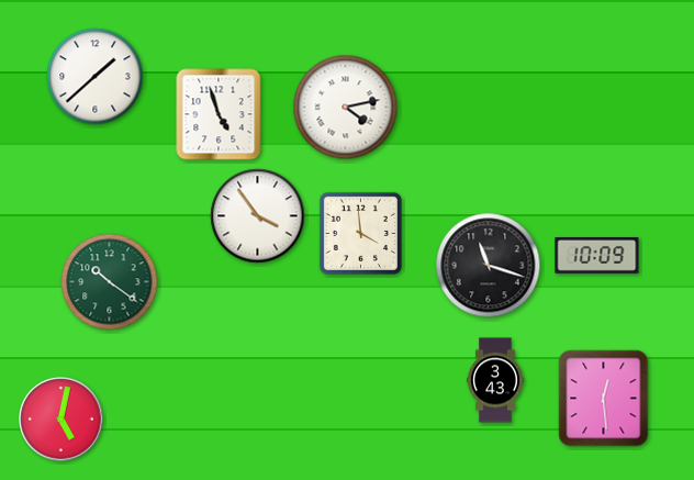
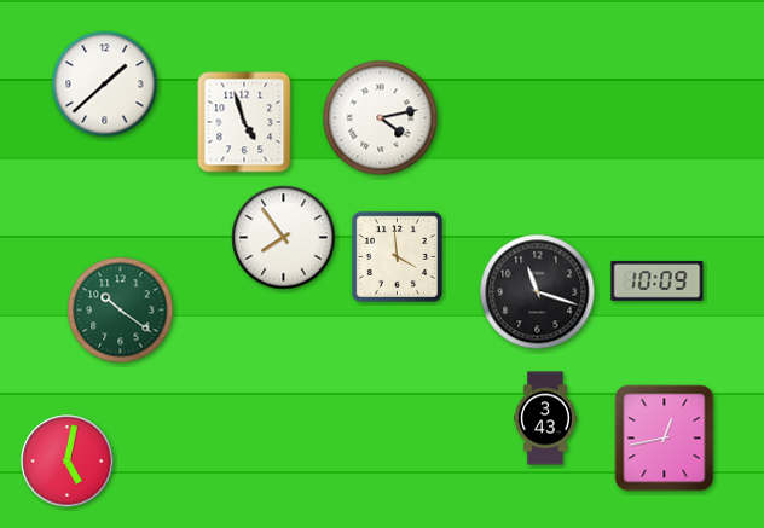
clock at (219, 114) position: (219, 114) -> (244, 122)
clock at (258, 216): 3:54 -> 7:54
clock at (604, 399): 12:29 -> 12:43
